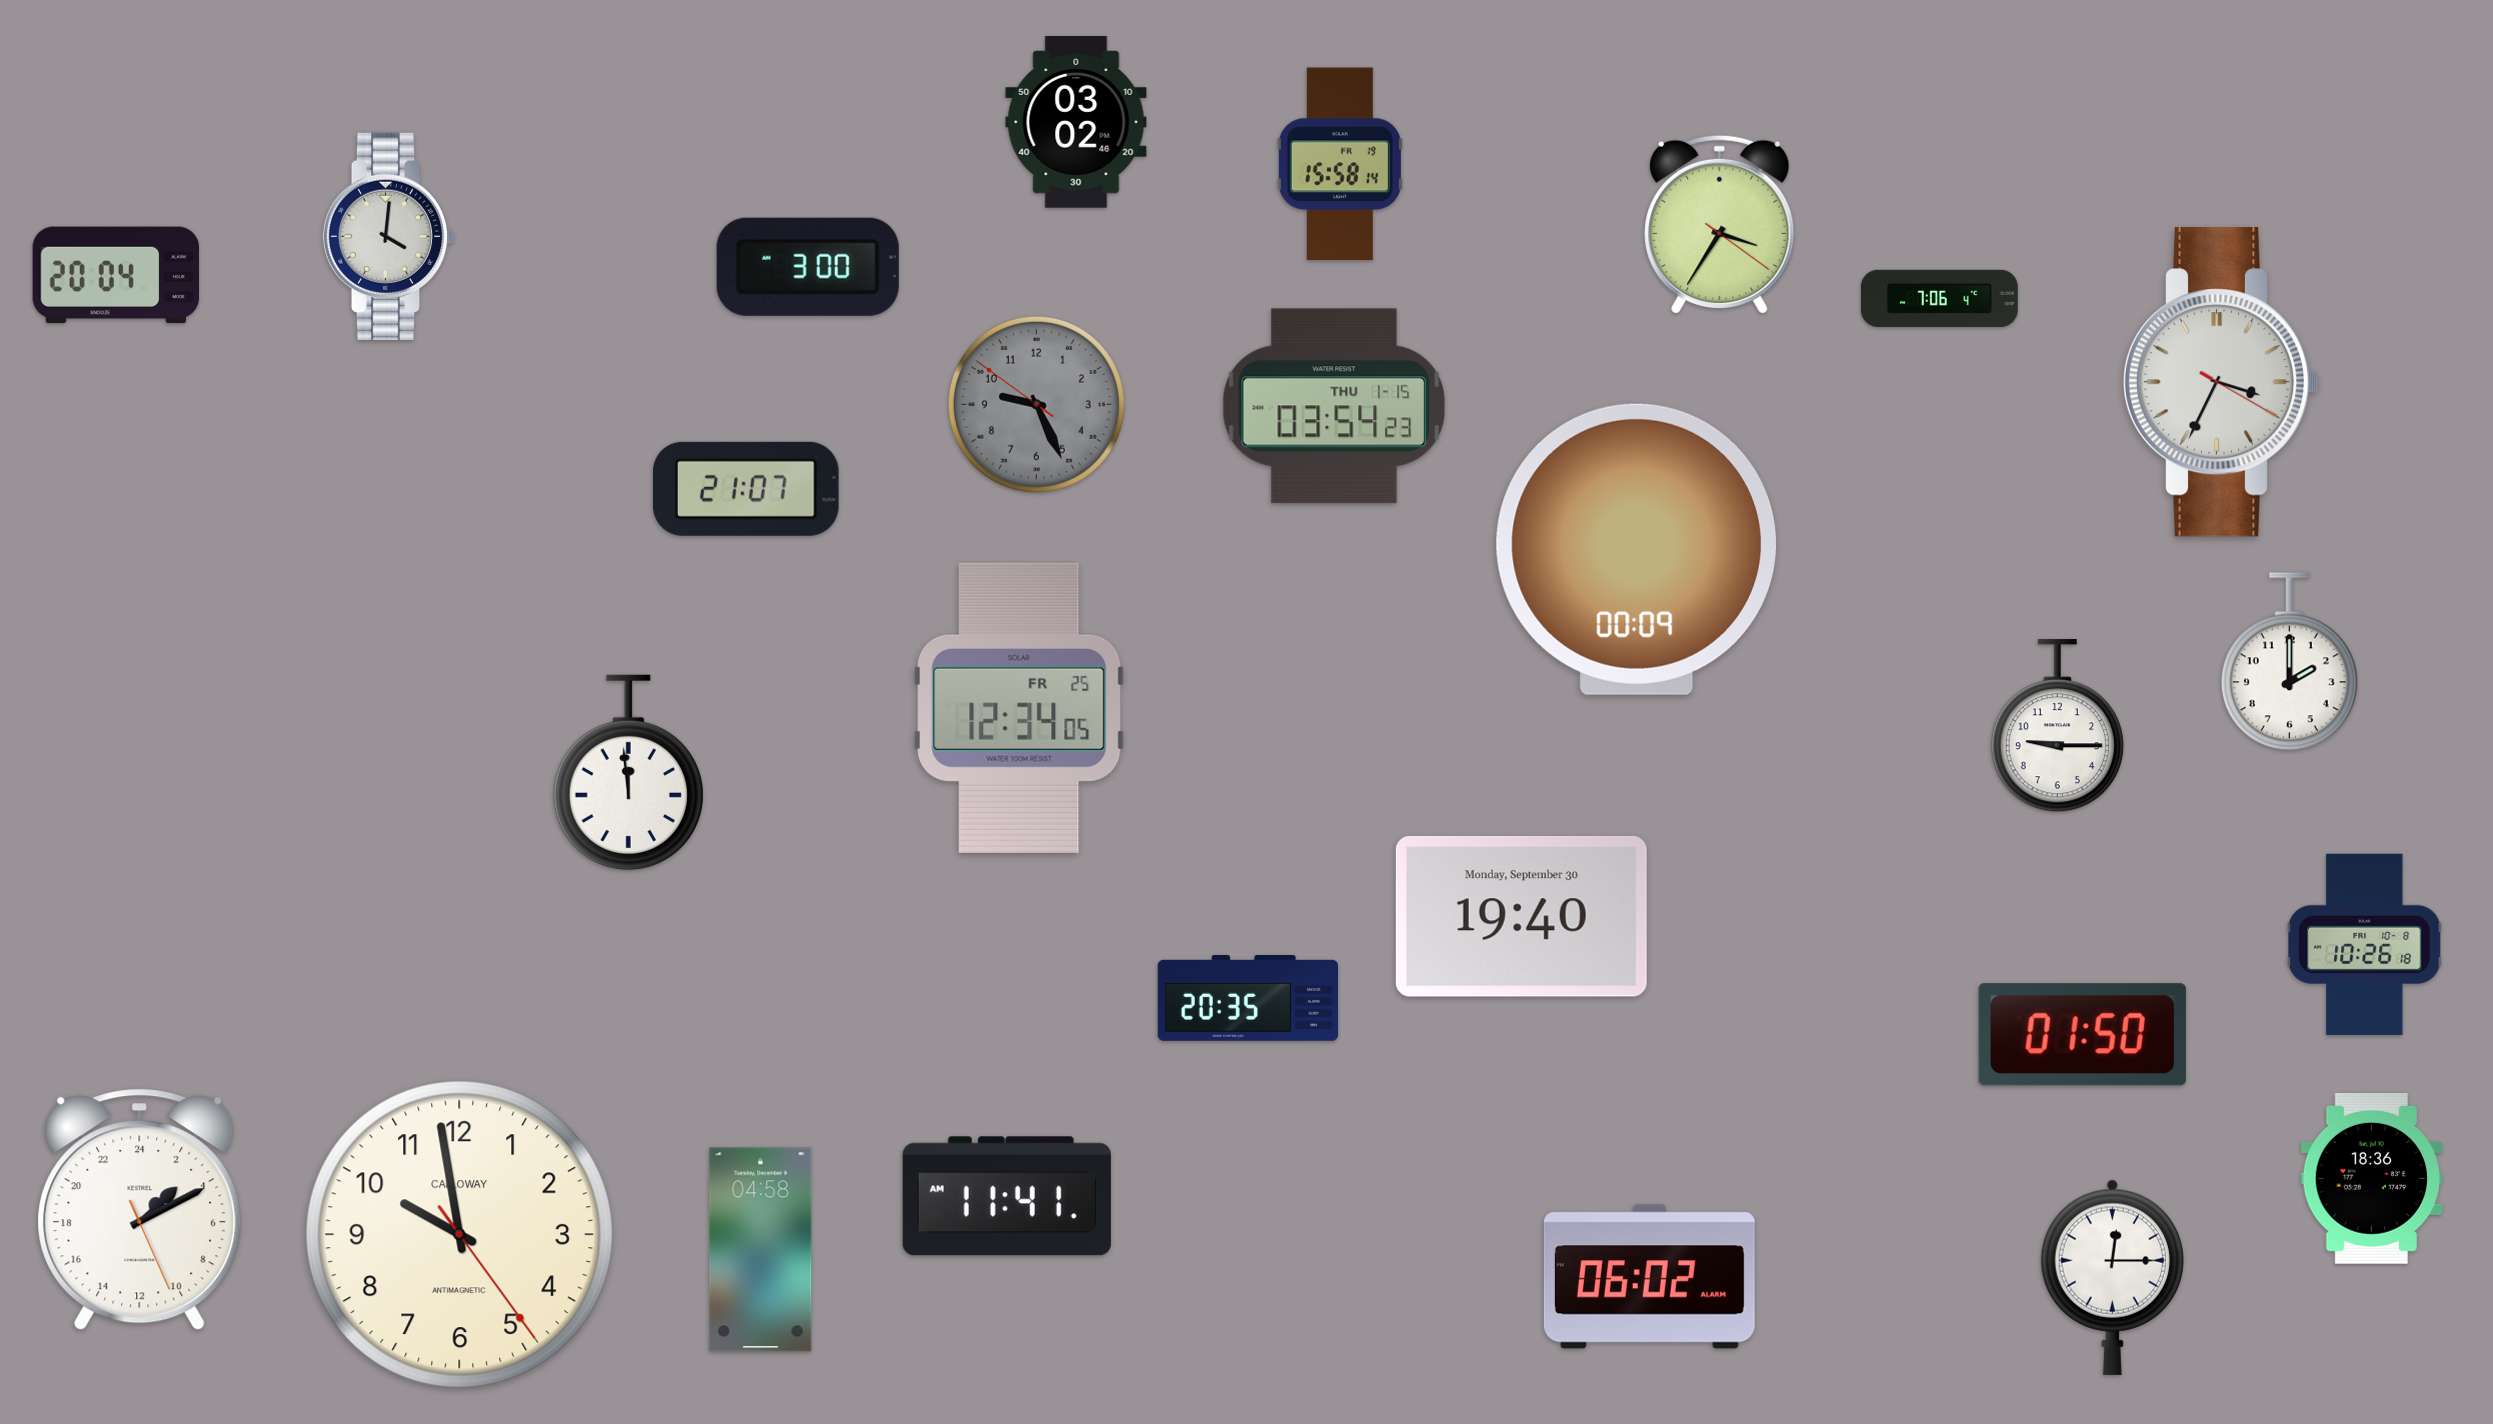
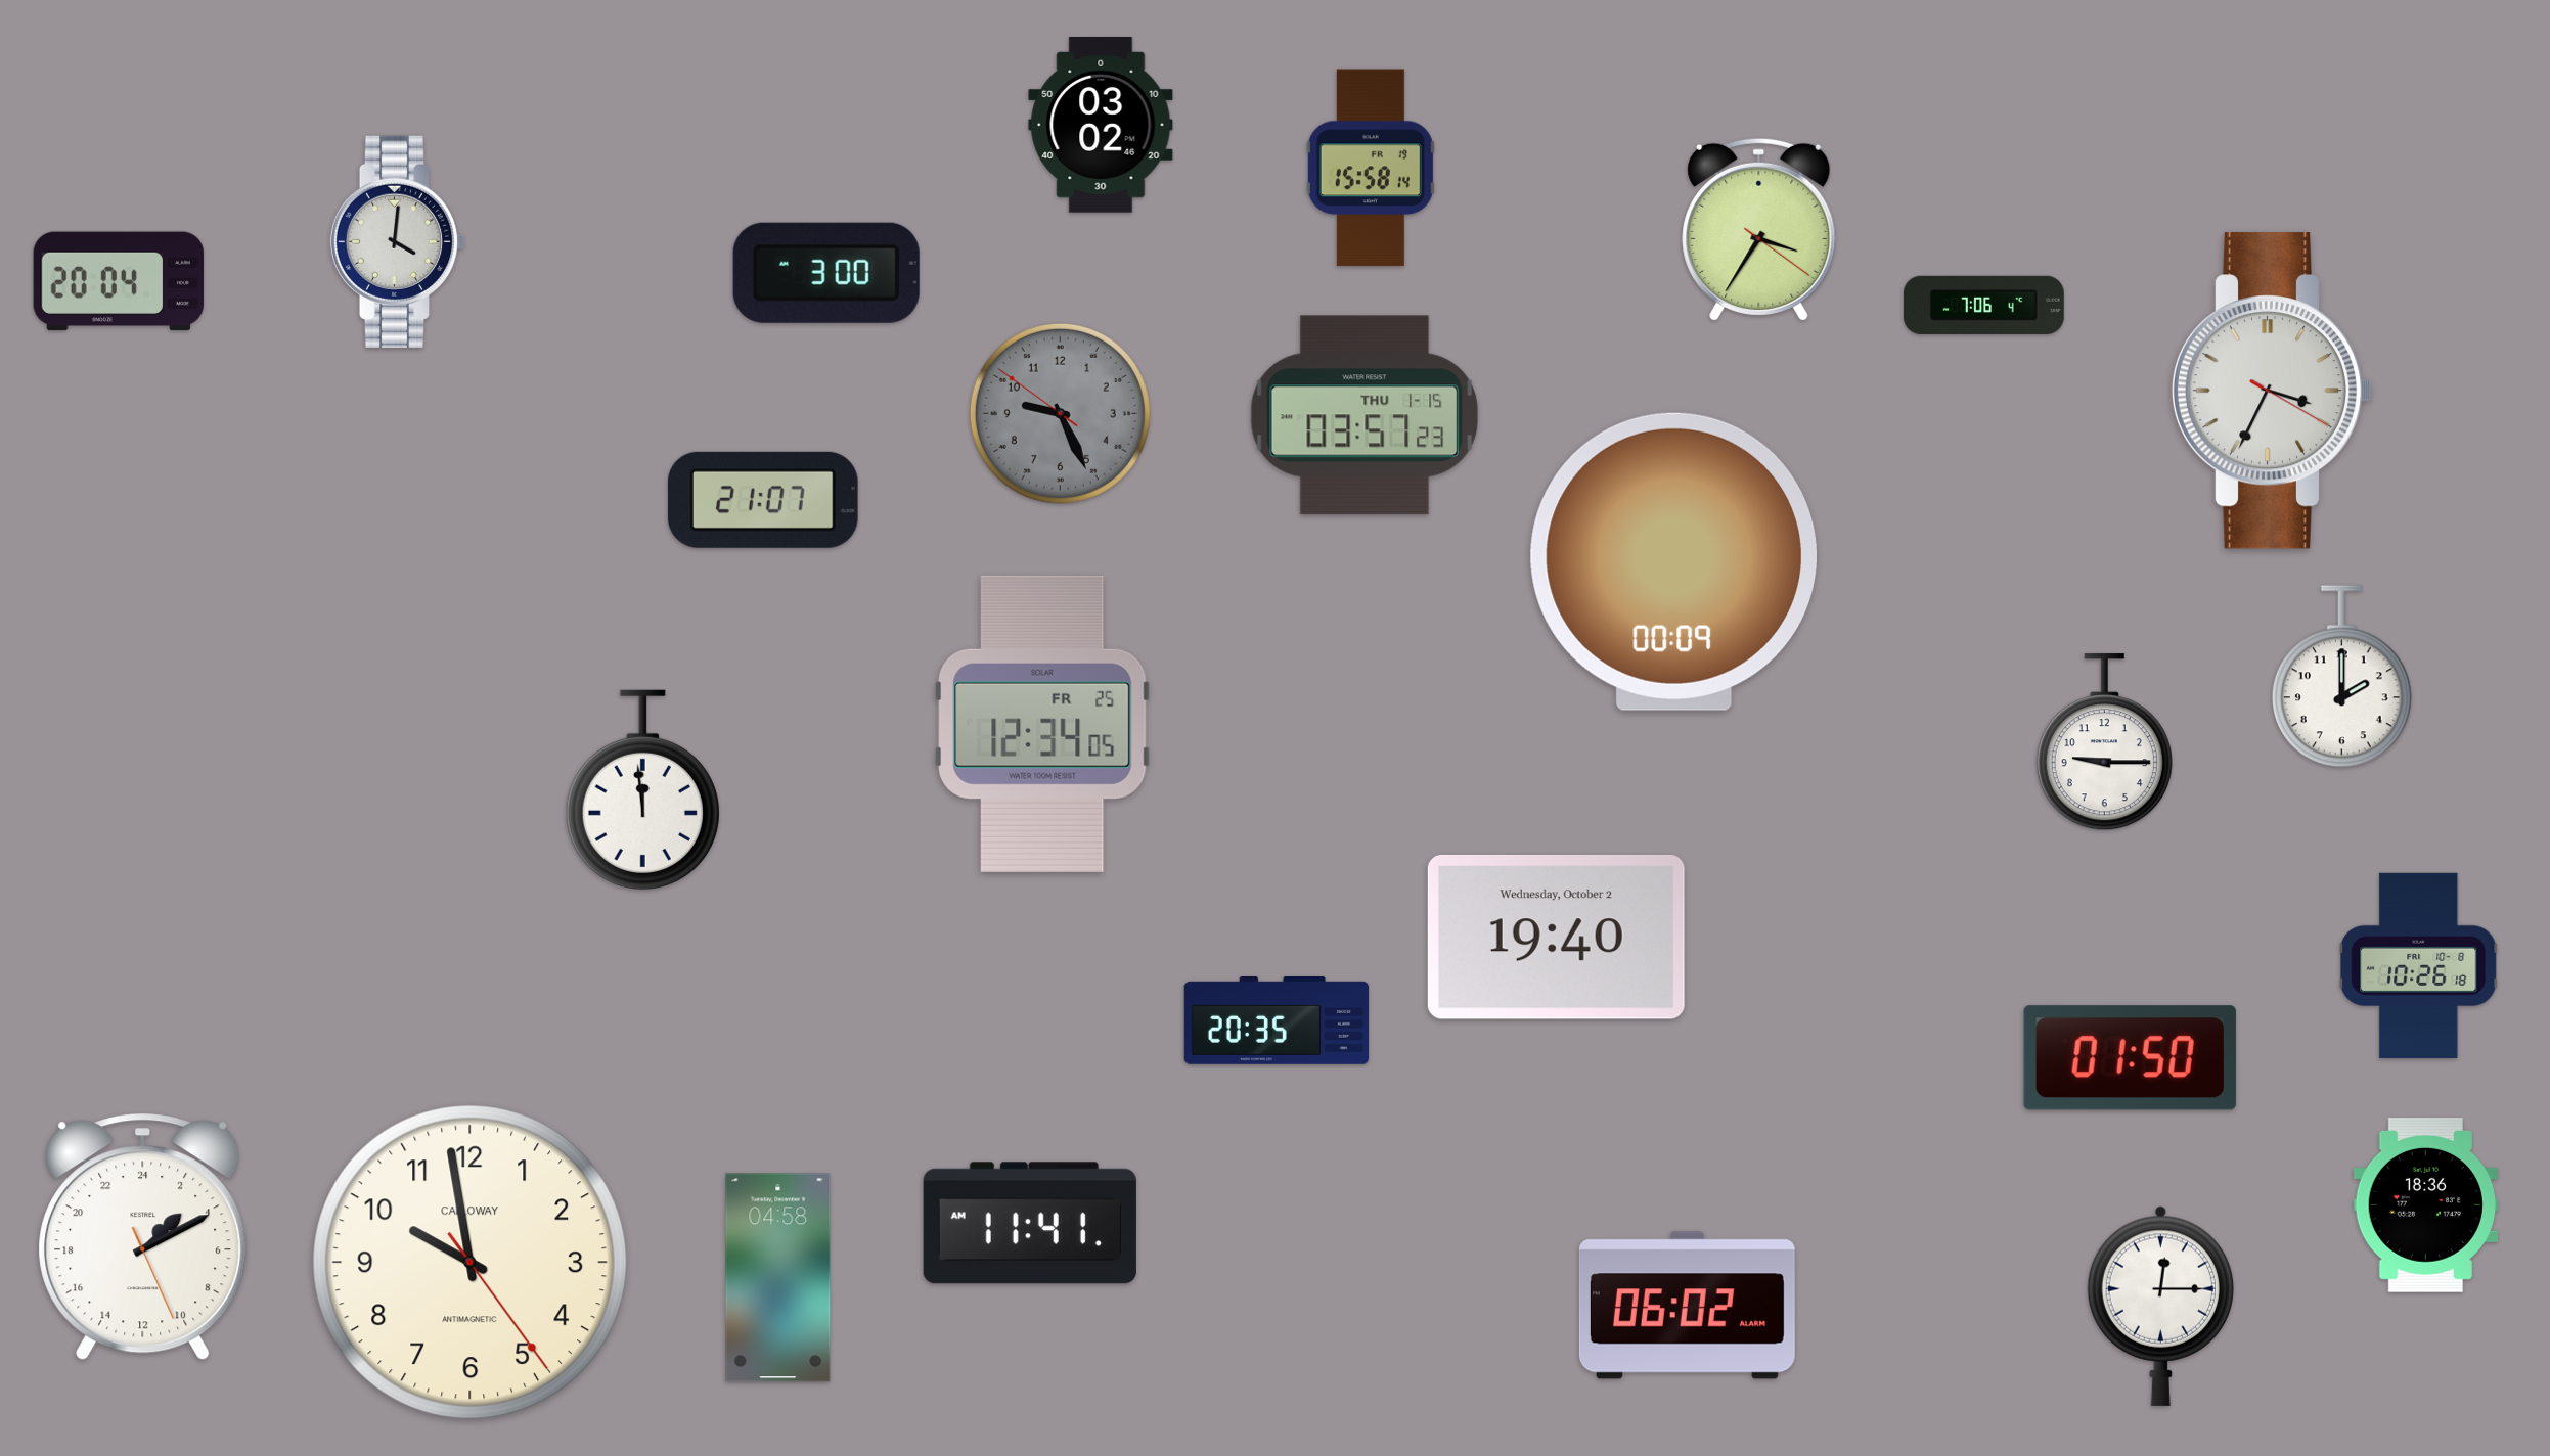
clock at (1334, 406): 03:54 -> 03:57
clock at (1521, 916) date: Monday, September 30 -> Wednesday, October 2
